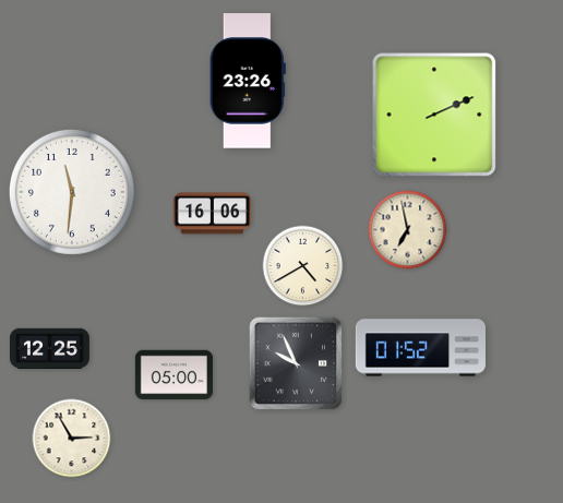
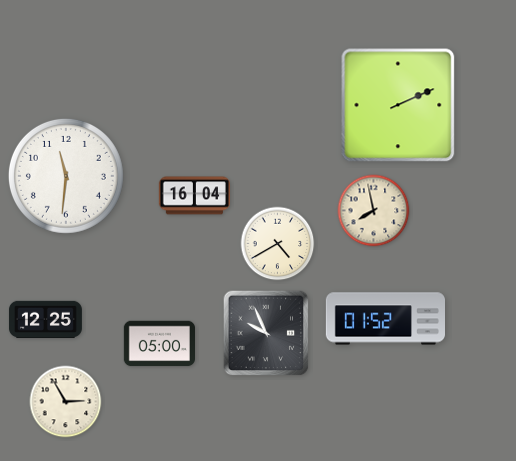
clock at (248, 81): 23:26 -> none
clock at (212, 214): 16:06 -> 16:04
clock at (408, 230): 6:58 -> 7:58
clock at (296, 363) position: (296, 363) -> (266, 333)
